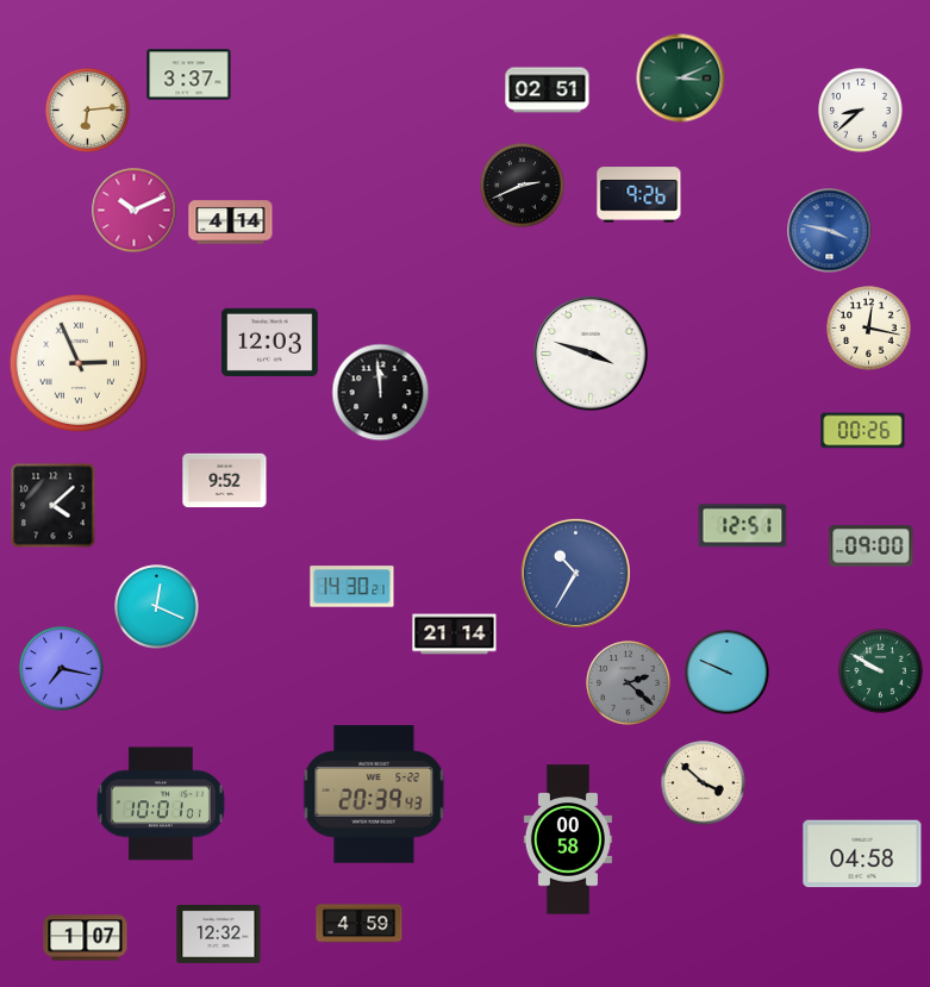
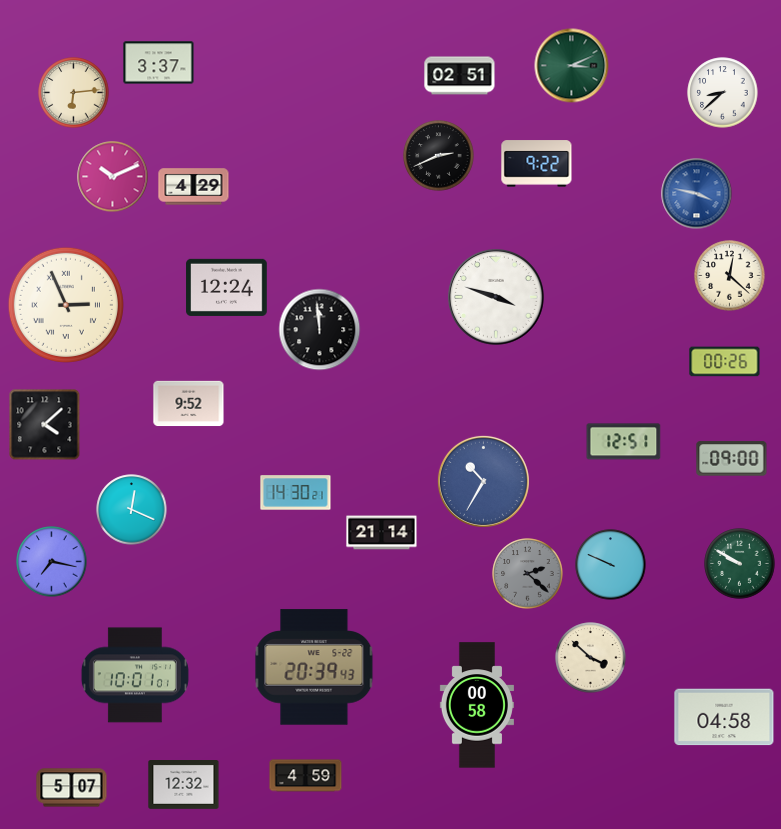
clock at (639, 195): 9:26 -> 9:22
clock at (231, 223): 4:14 -> 4:29
clock at (869, 329): 12:17 -> 12:22
clock at (270, 342): 12:03 -> 12:24
clock at (360, 924) position: (360, 924) -> (306, 776)
clock at (86, 938): 1:07 -> 5:07
